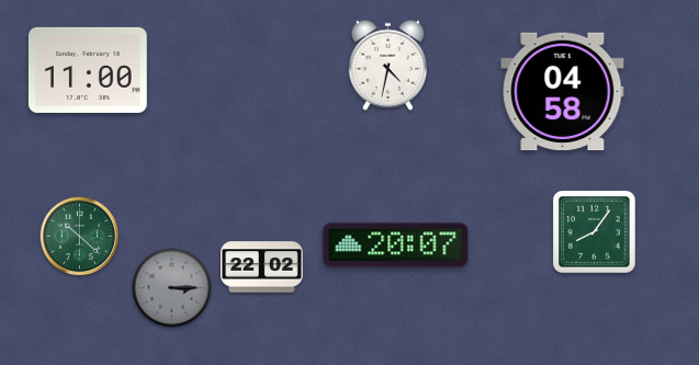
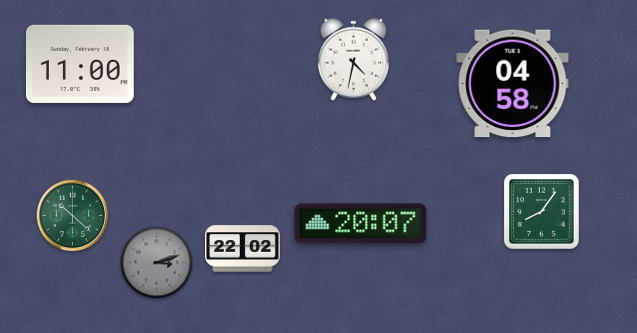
clock at (262, 267) position: (262, 267) -> (243, 249)
clock at (172, 288): 3:15 -> 3:12
